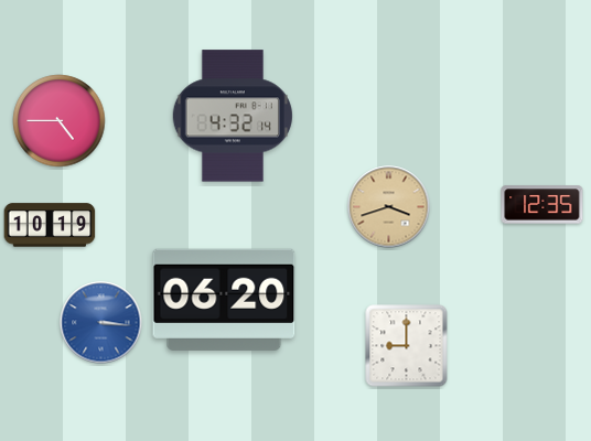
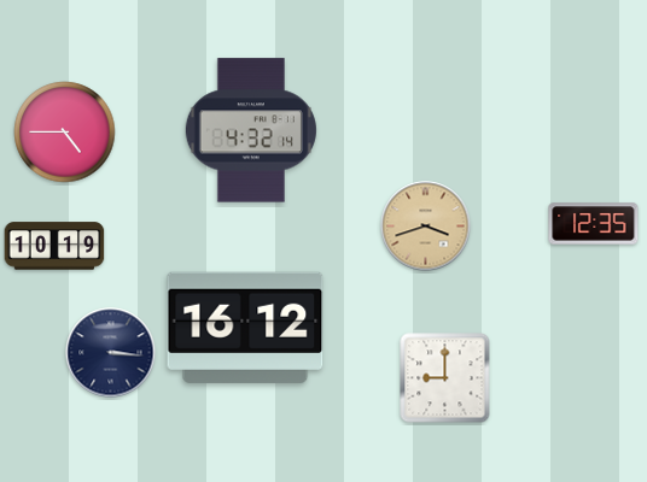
clock at (233, 116) position: (233, 116) -> (251, 130)
clock at (224, 300): 06:20 -> 16:12
clock at (101, 323) dial: blue -> navy
